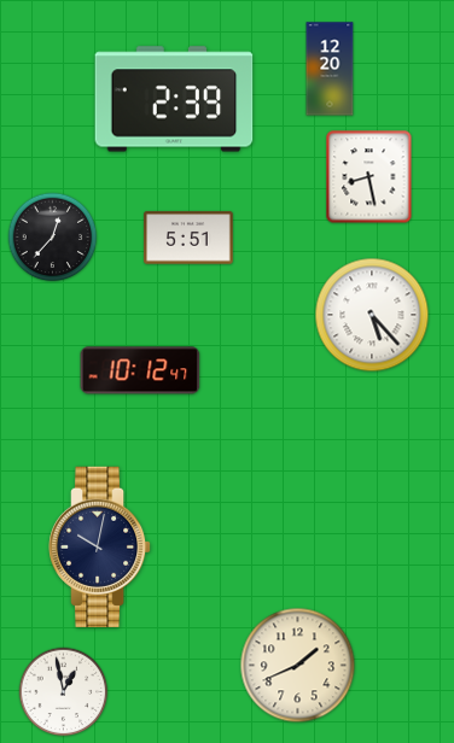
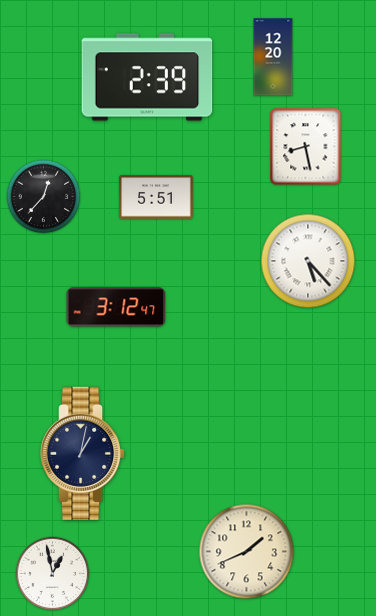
clock at (174, 99) position: (174, 99) -> (147, 77)
clock at (140, 370): 10:12 -> 3:12
clock at (101, 546): 10:02 -> 1:02
